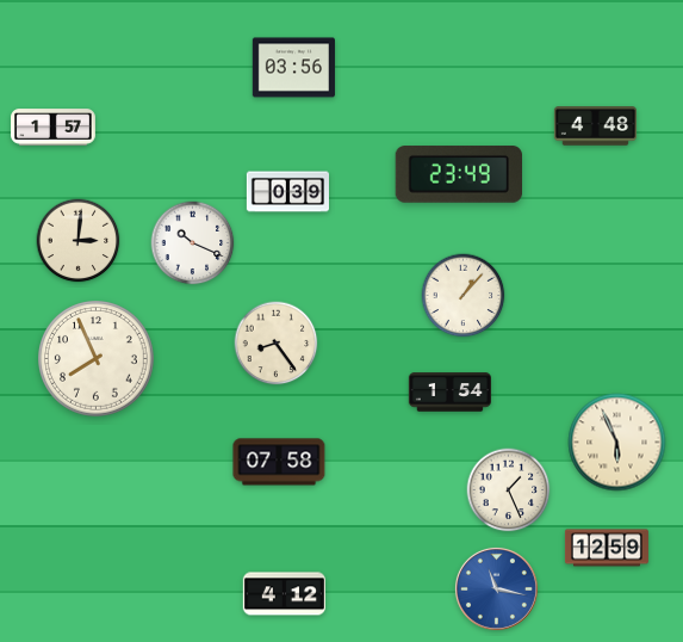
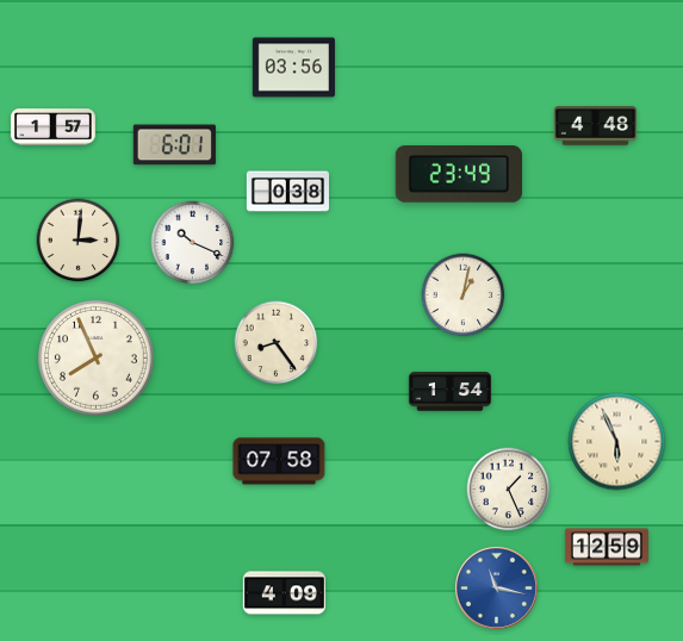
clock at (174, 145): none -> 6:01
clock at (287, 192): 0:39 -> 0:38
clock at (464, 296): 1:07 -> 1:02
clock at (284, 594): 4:12 -> 4:09
